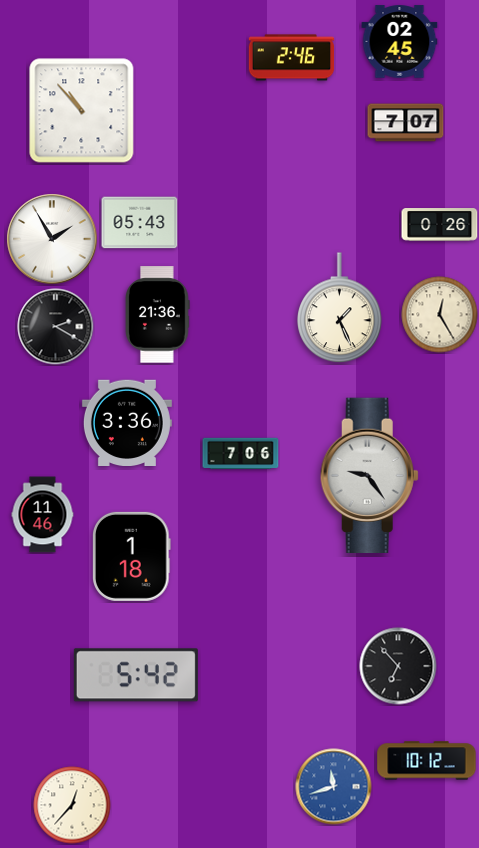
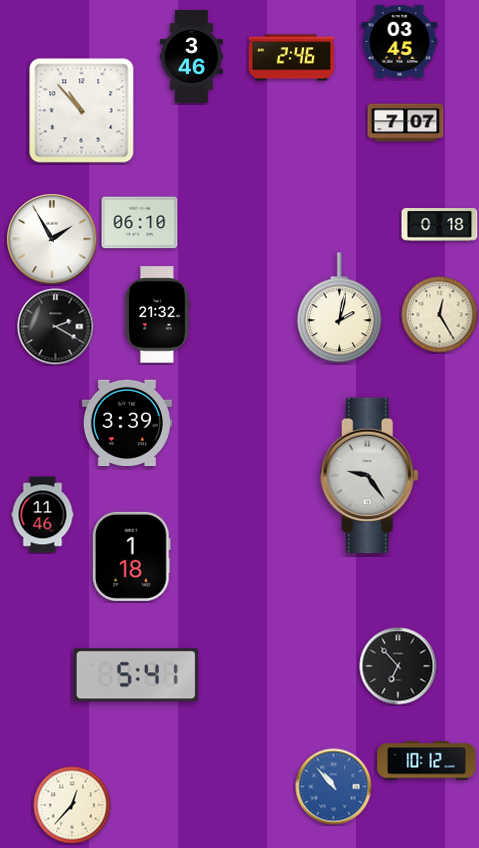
clock at (400, 42): 02:45 -> 03:45
clock at (191, 57): none -> 3:46
clock at (140, 223): 05:43 -> 06:10
clock at (440, 225): 0:26 -> 0:18
clock at (340, 308): 1:26 -> 2:02
clock at (158, 315): 21:36 -> 21:32
clock at (127, 423): 3:36 -> 3:39
clock at (241, 454): 7:06 -> none
clock at (136, 675): 5:42 -> 5:41
clock at (334, 787): 11:42 -> 10:53
